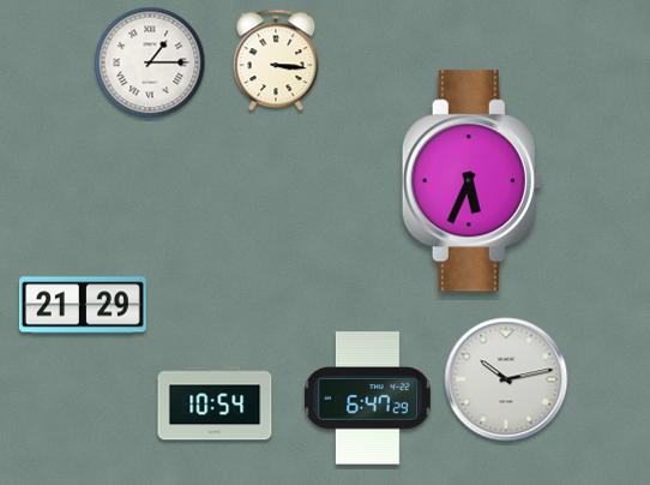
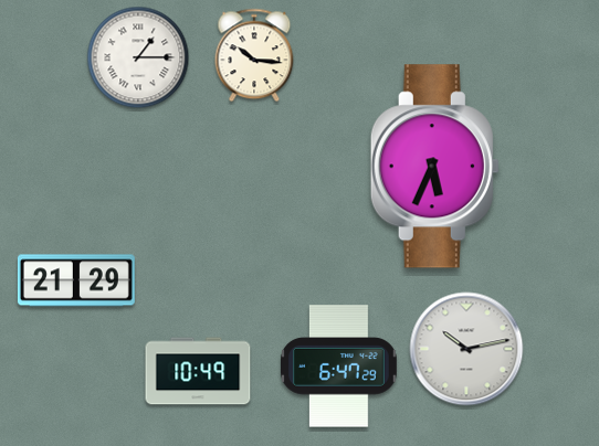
clock at (276, 60): 3:16 -> 10:16
clock at (215, 403): 10:54 -> 10:49
